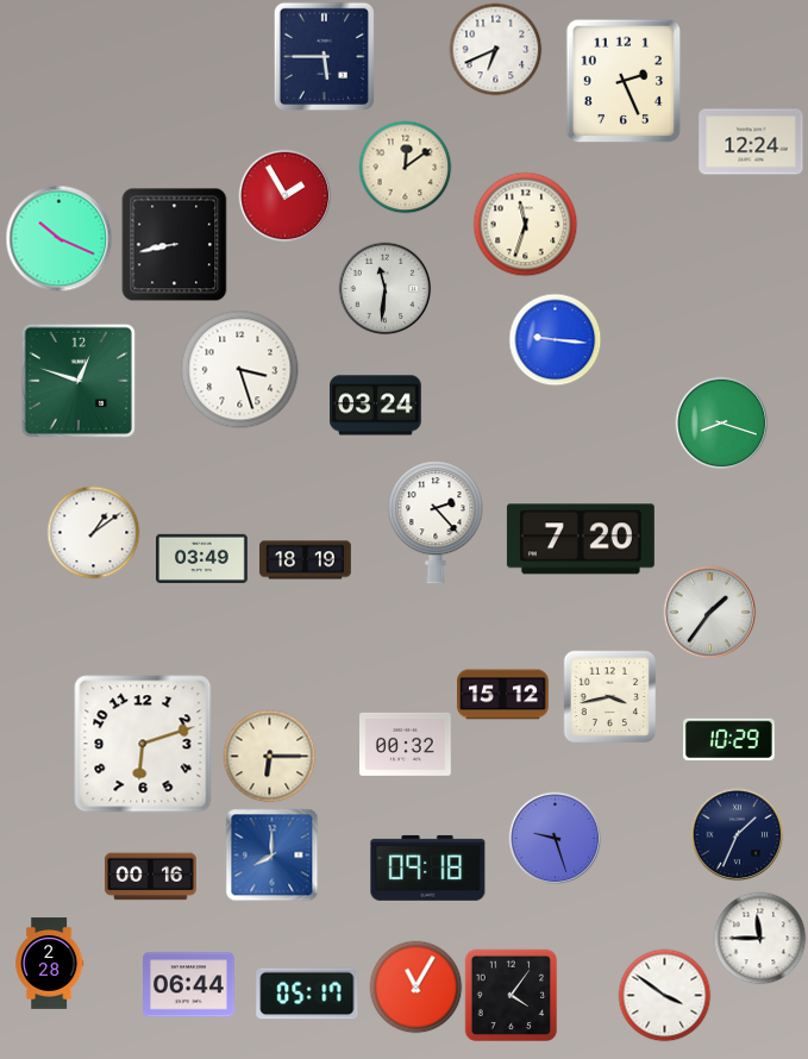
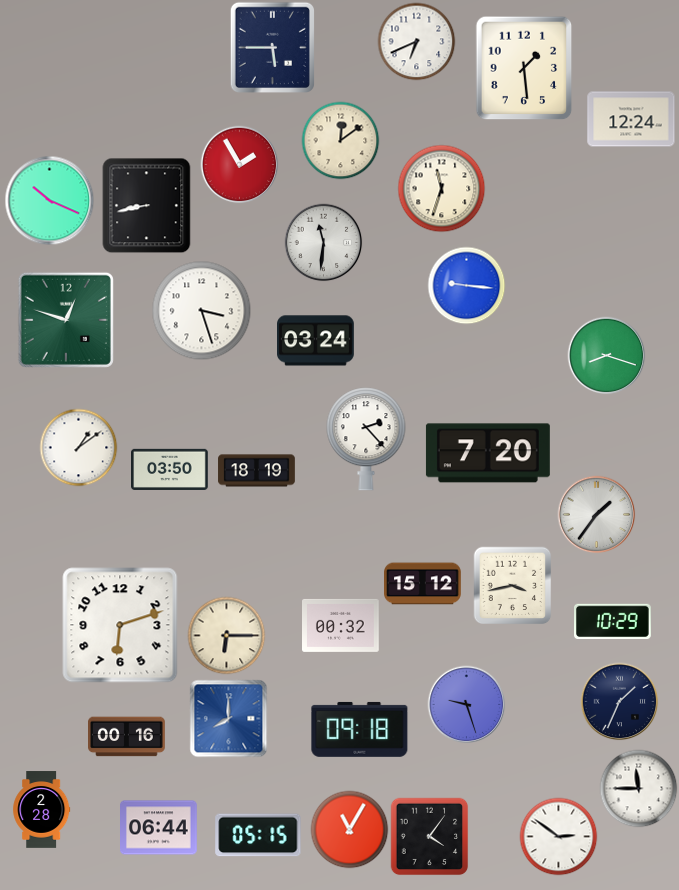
clock at (624, 81): 2:26 -> 1:29
clock at (202, 558): 03:49 -> 03:50
clock at (307, 994): 05:17 -> 05:15
clock at (664, 995): 3:51 -> 2:51
